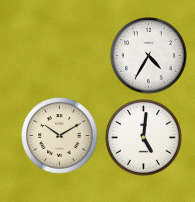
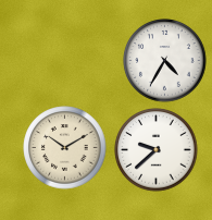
clock at (149, 56) position: (149, 56) -> (165, 61)
clock at (144, 138): 5:01 -> 9:38
